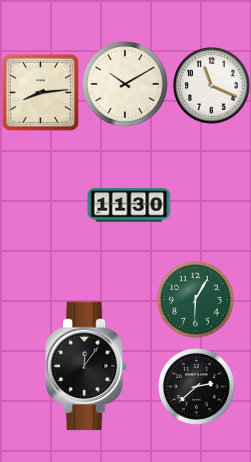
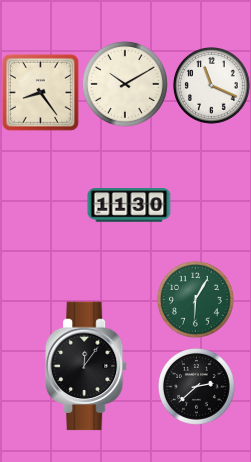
clock at (40, 92): 8:14 -> 8:24
